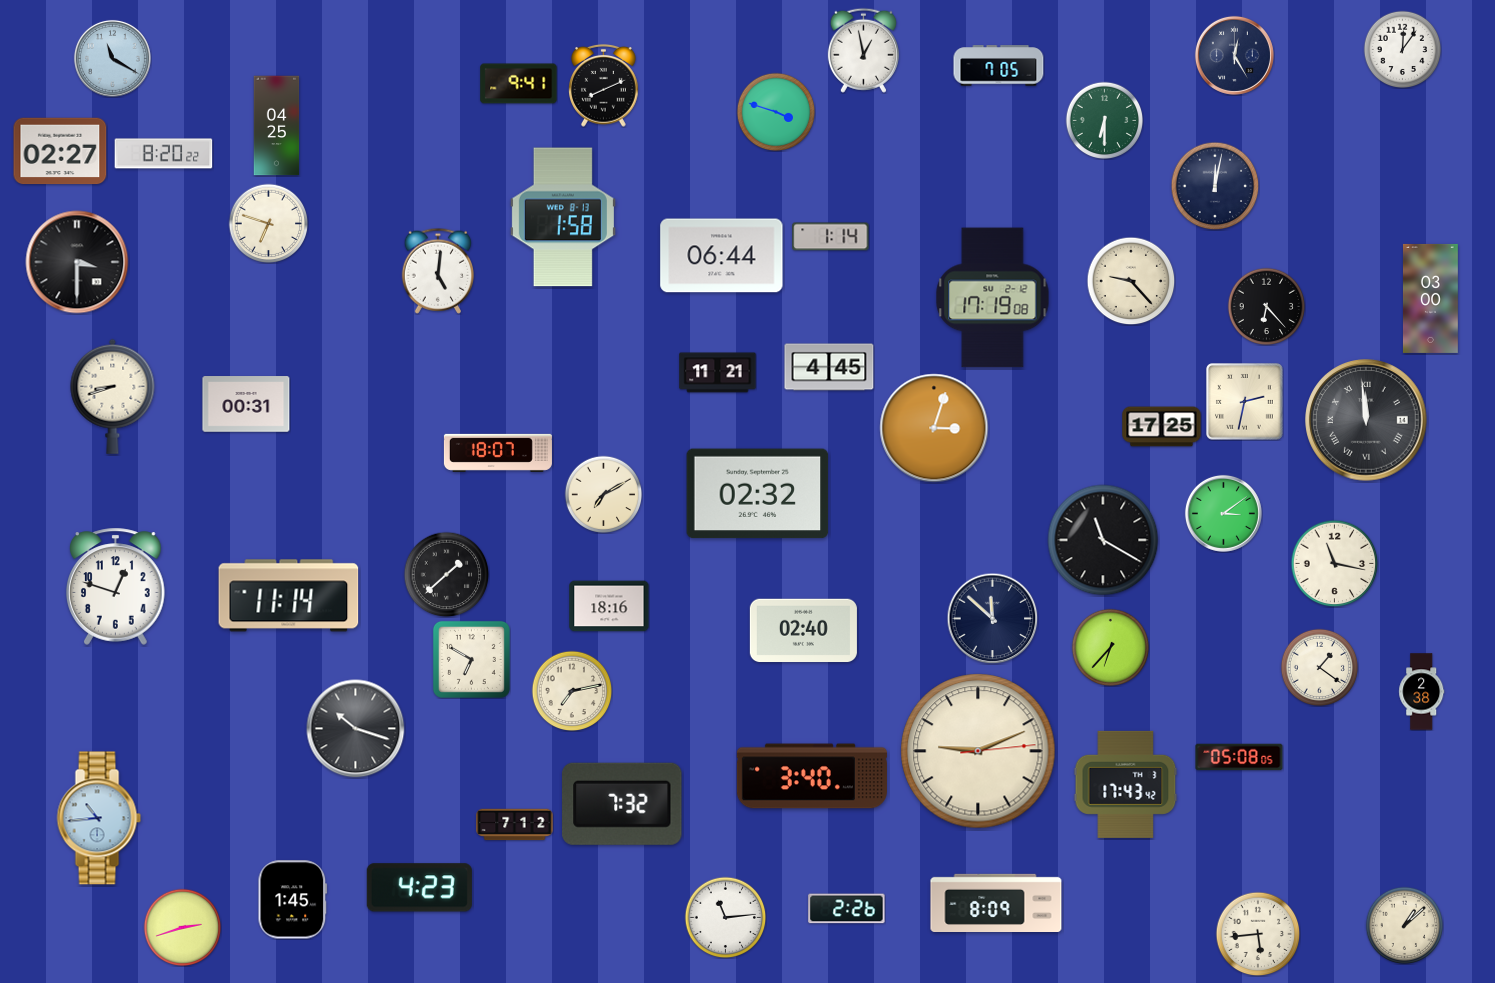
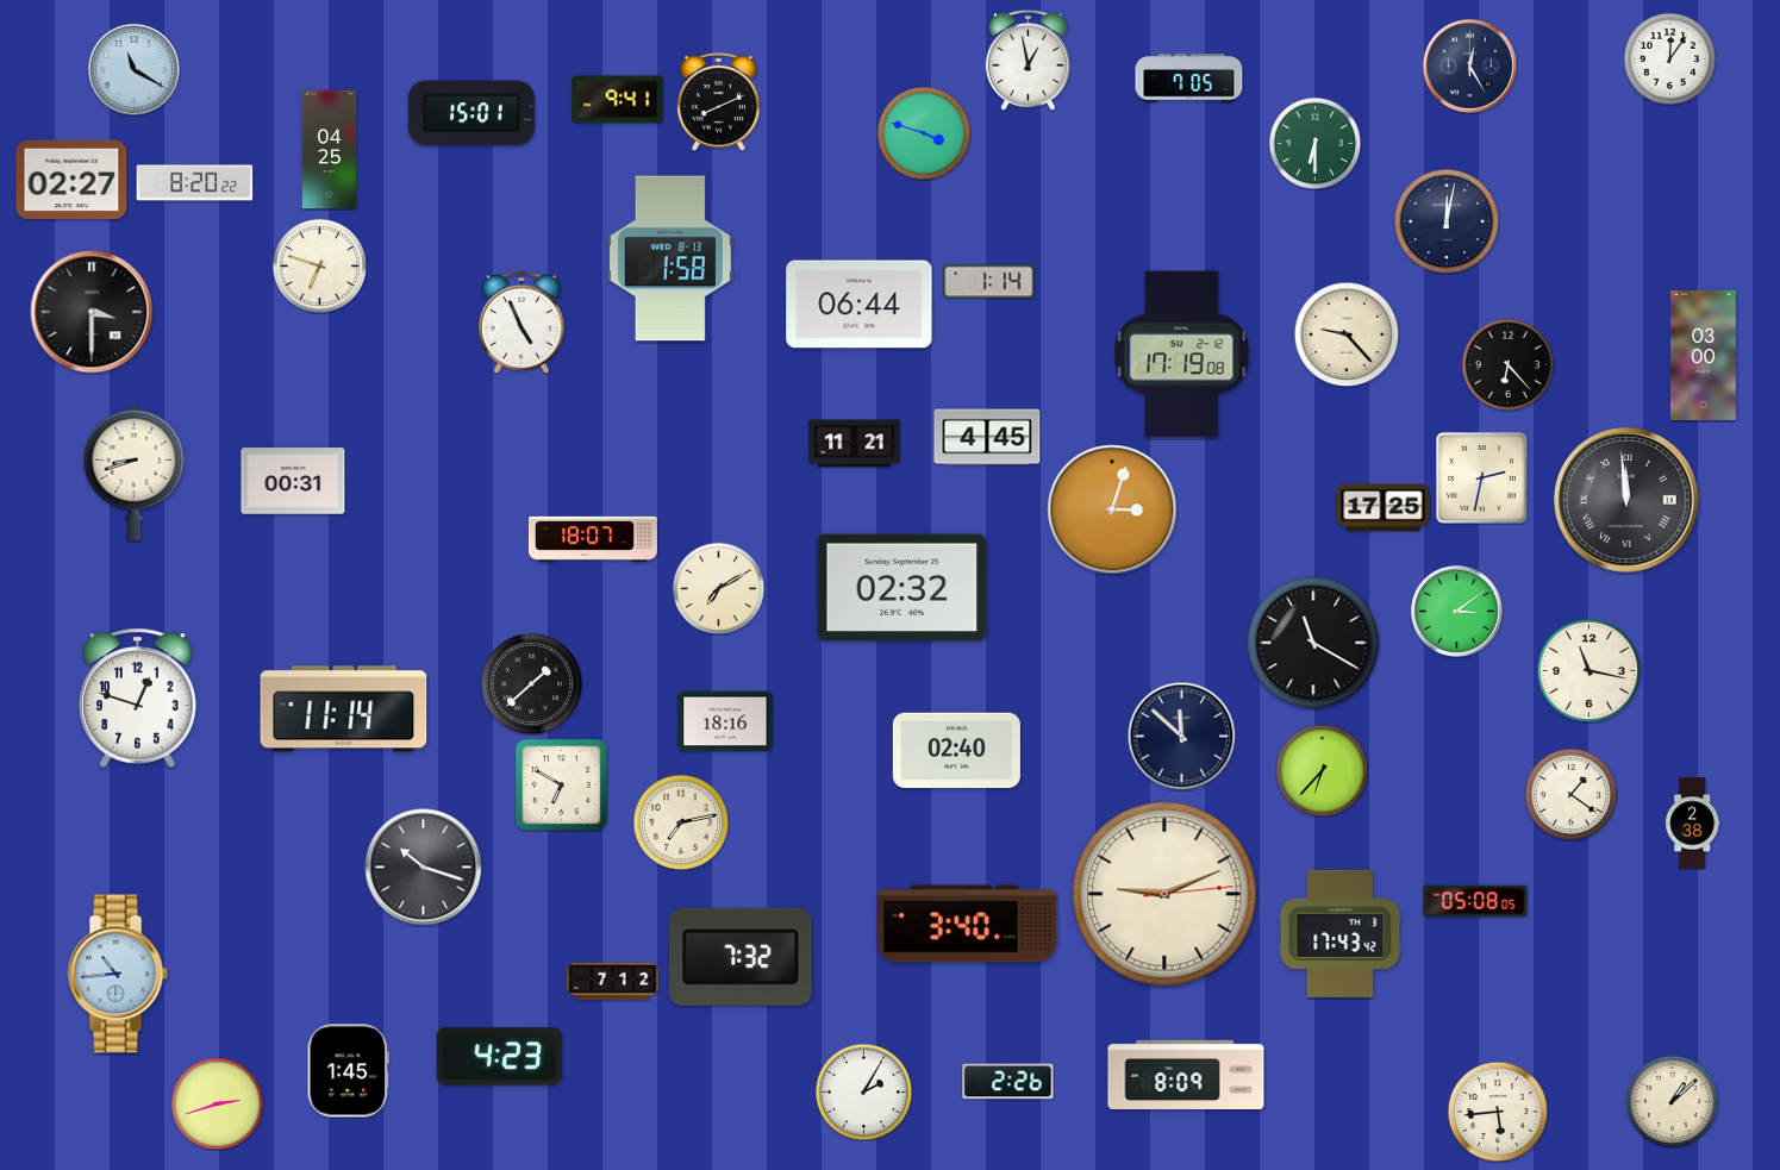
clock at (471, 113): none -> 15:01
clock at (438, 271): 5:01 -> 4:56
clock at (725, 917): 11:14 -> 2:05
